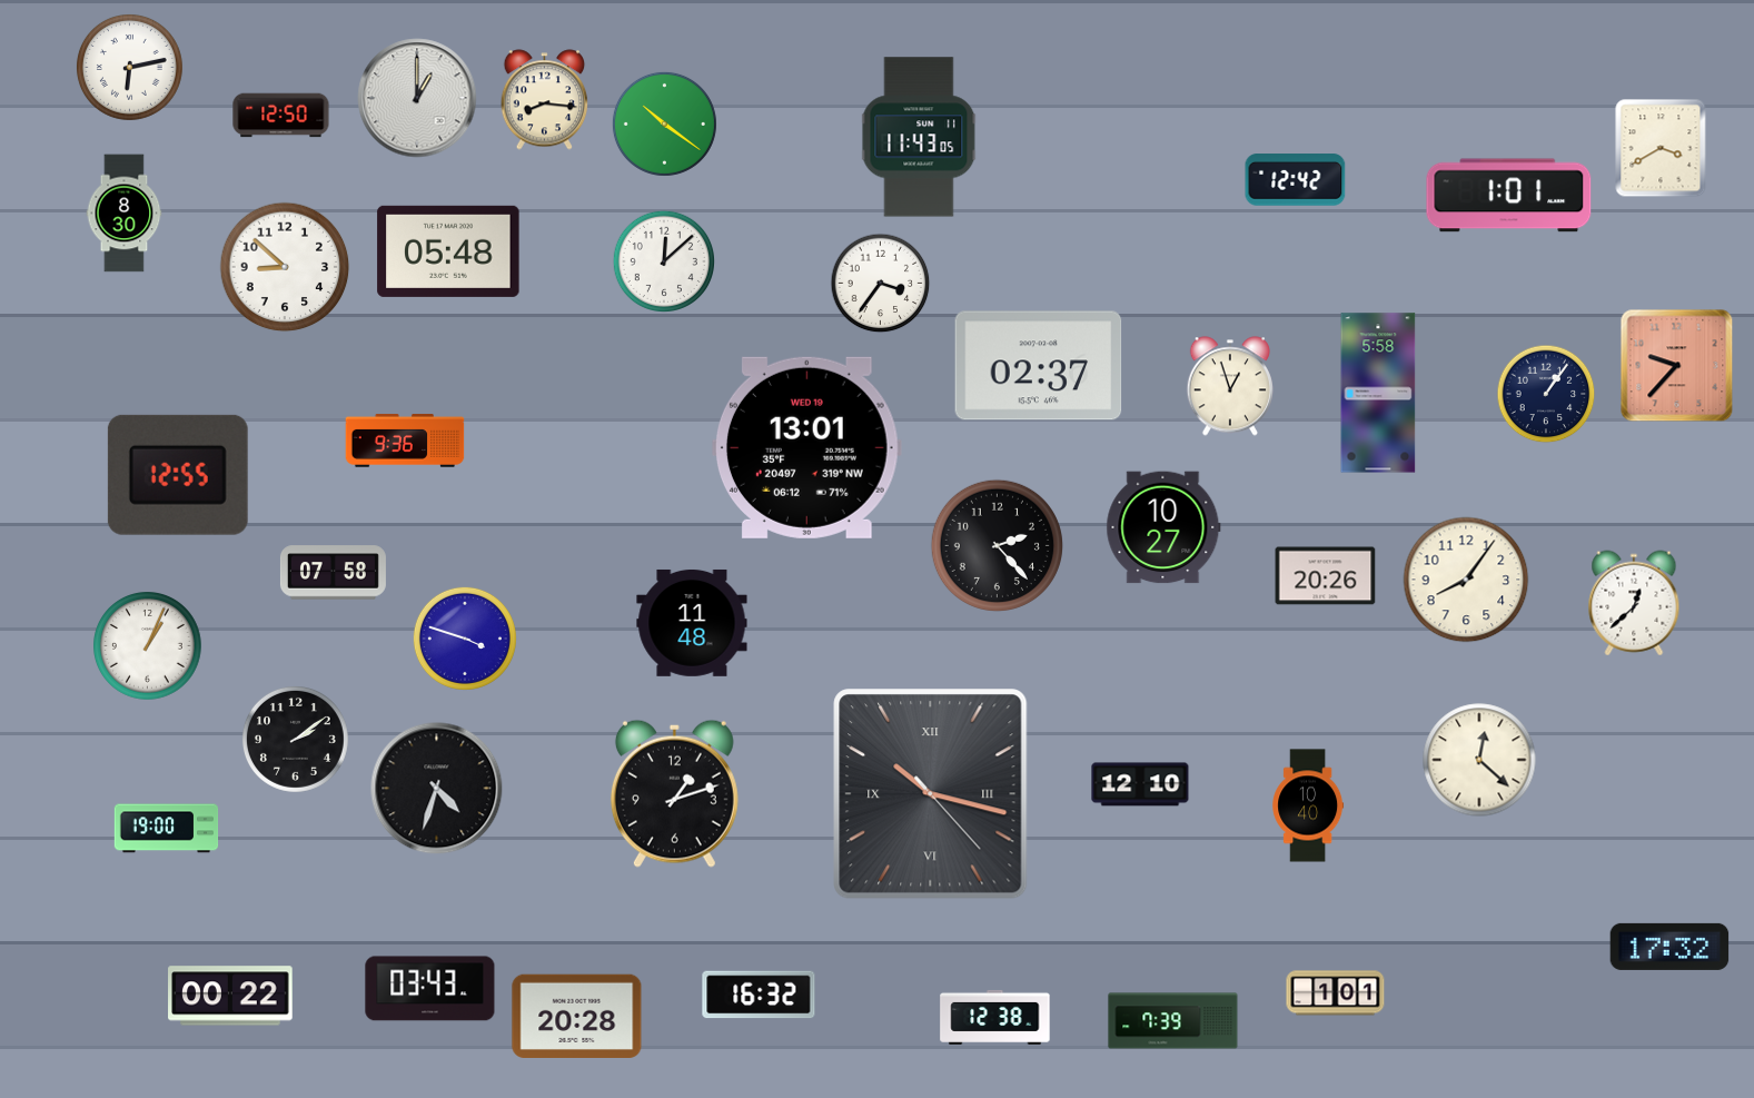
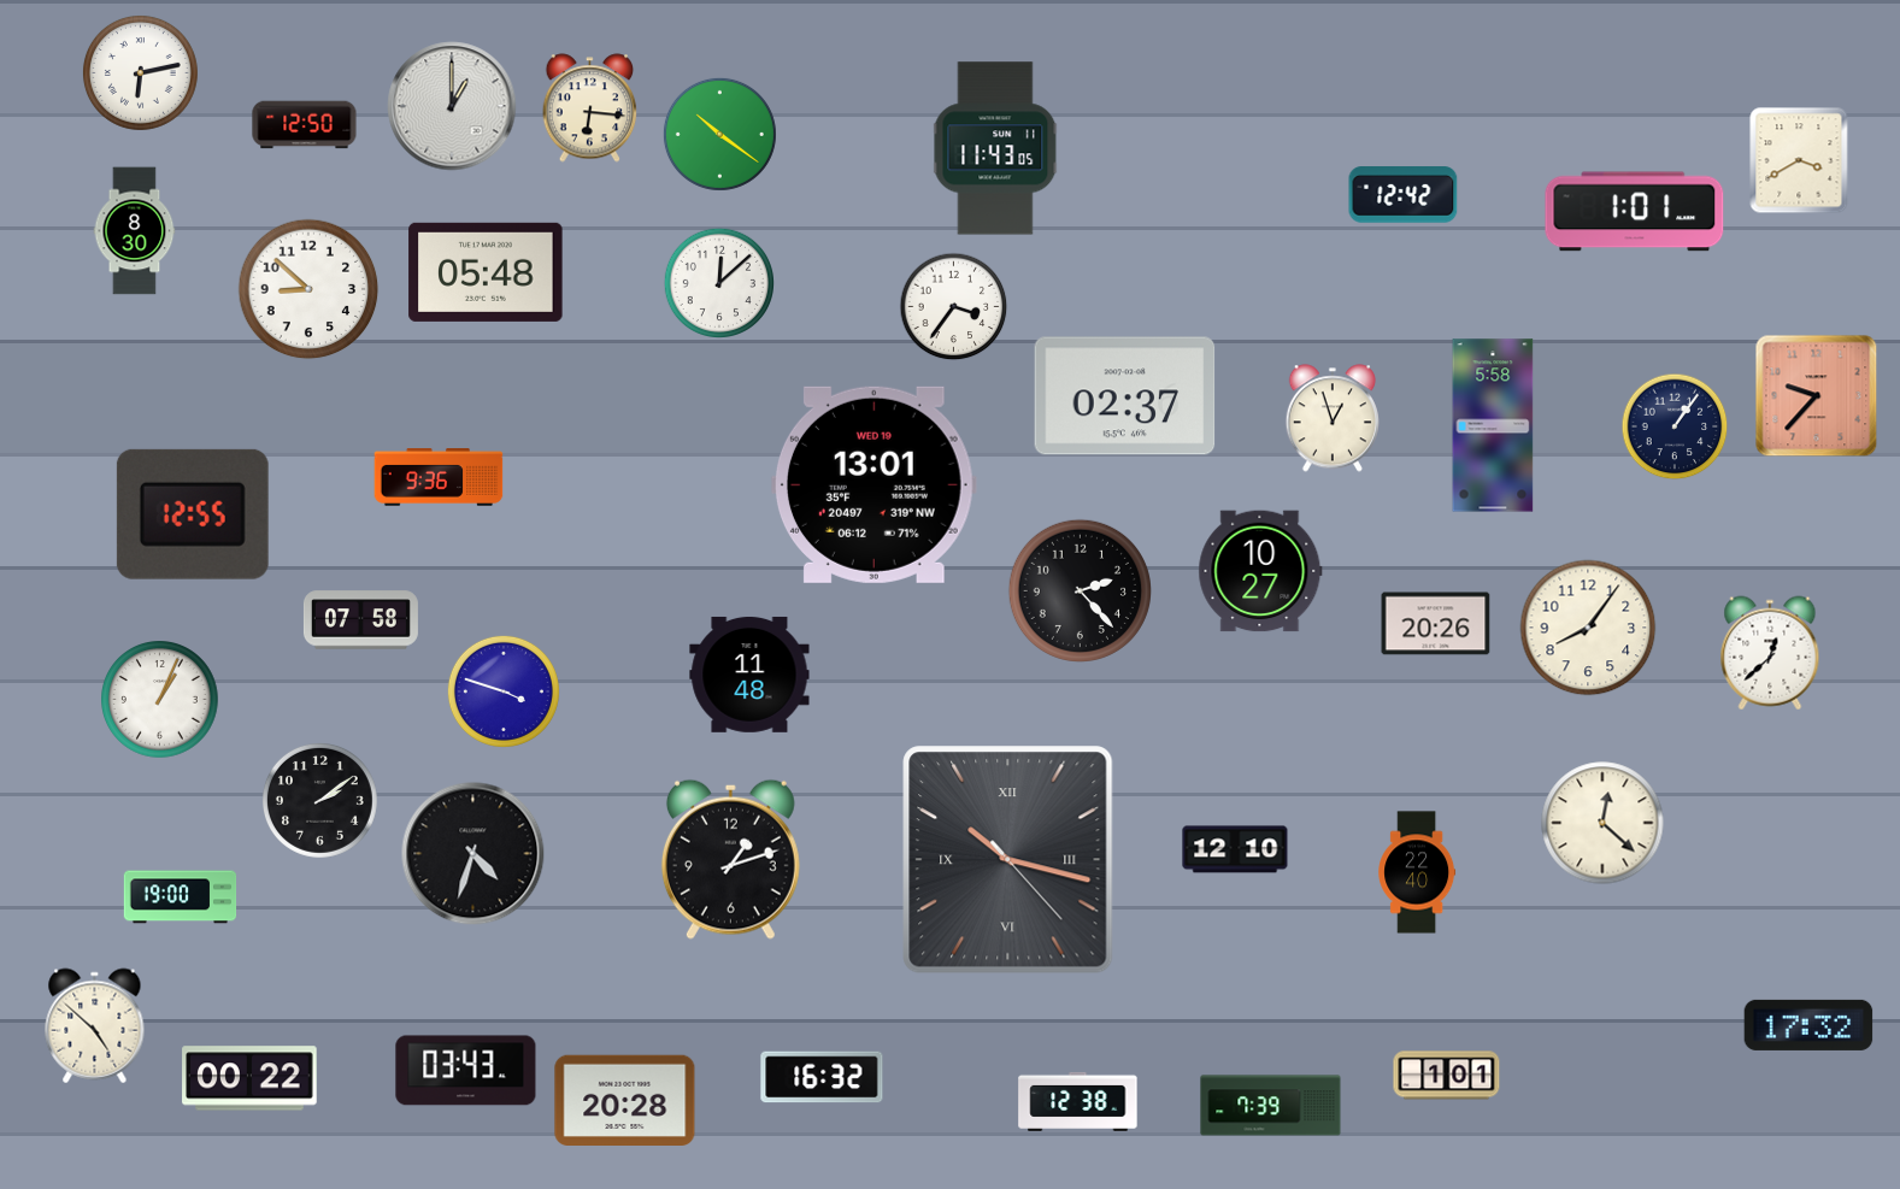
clock at (545, 100): 8:16 -> 6:16
clock at (1308, 805): 10:40 -> 22:40
clock at (95, 1026): none -> 4:52
